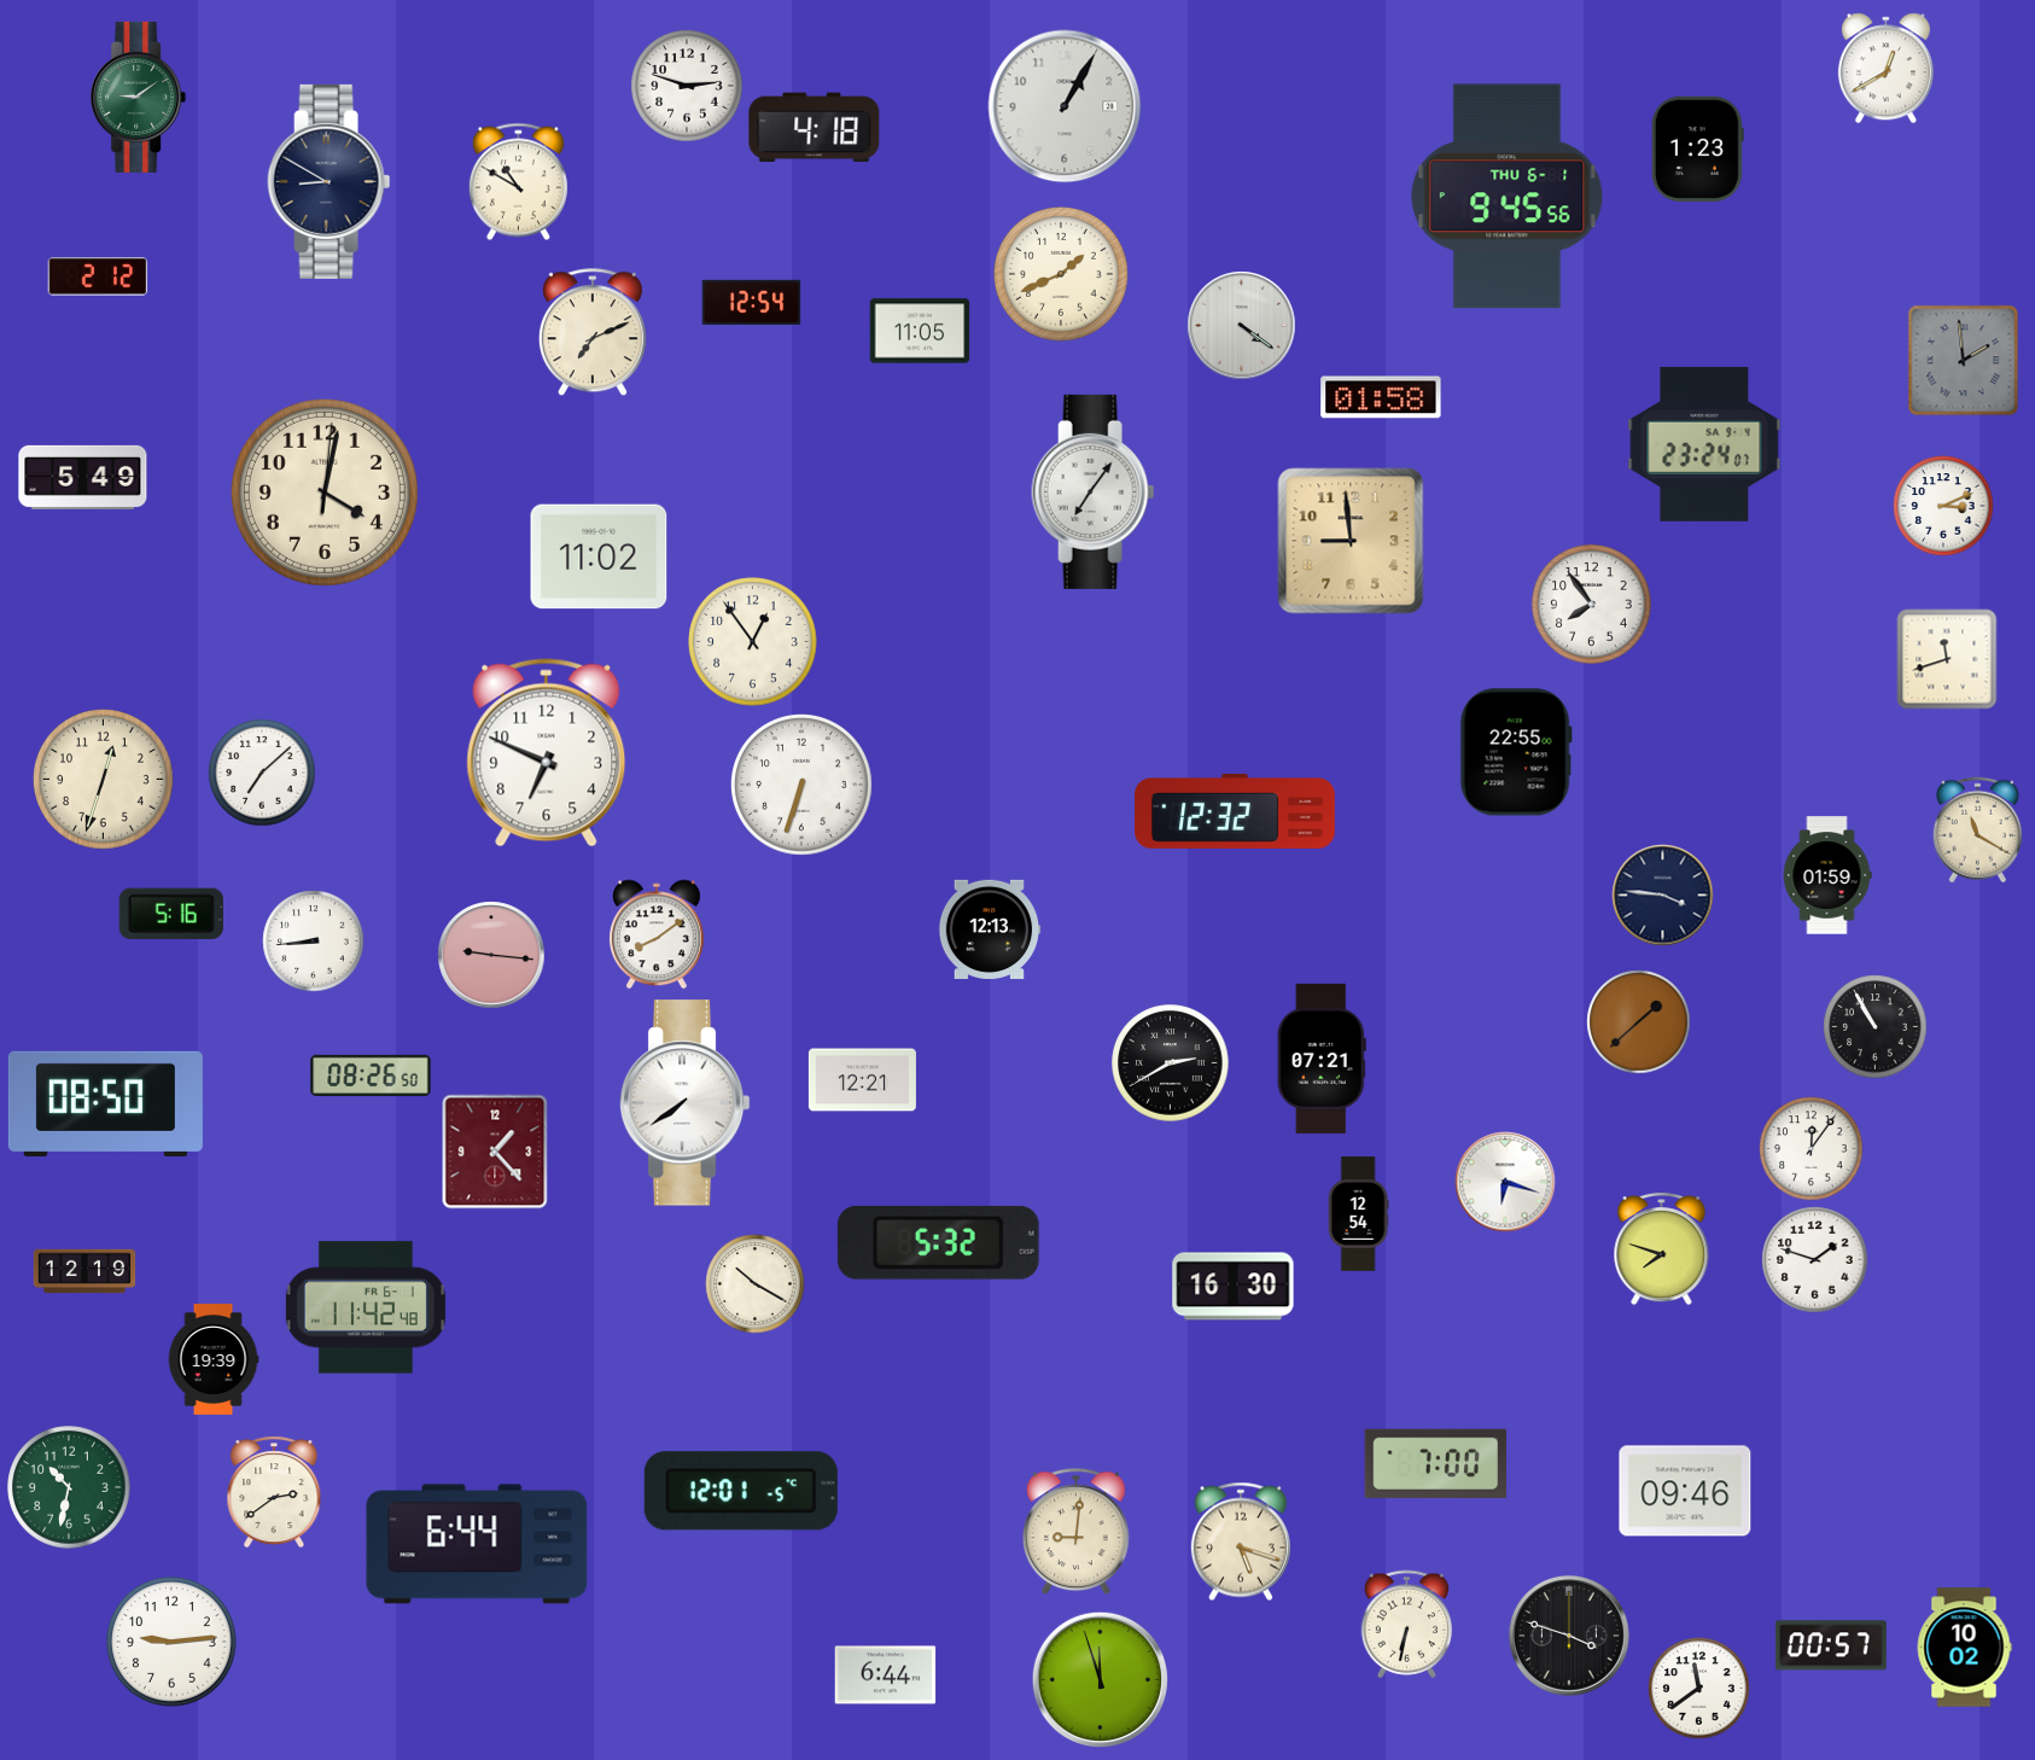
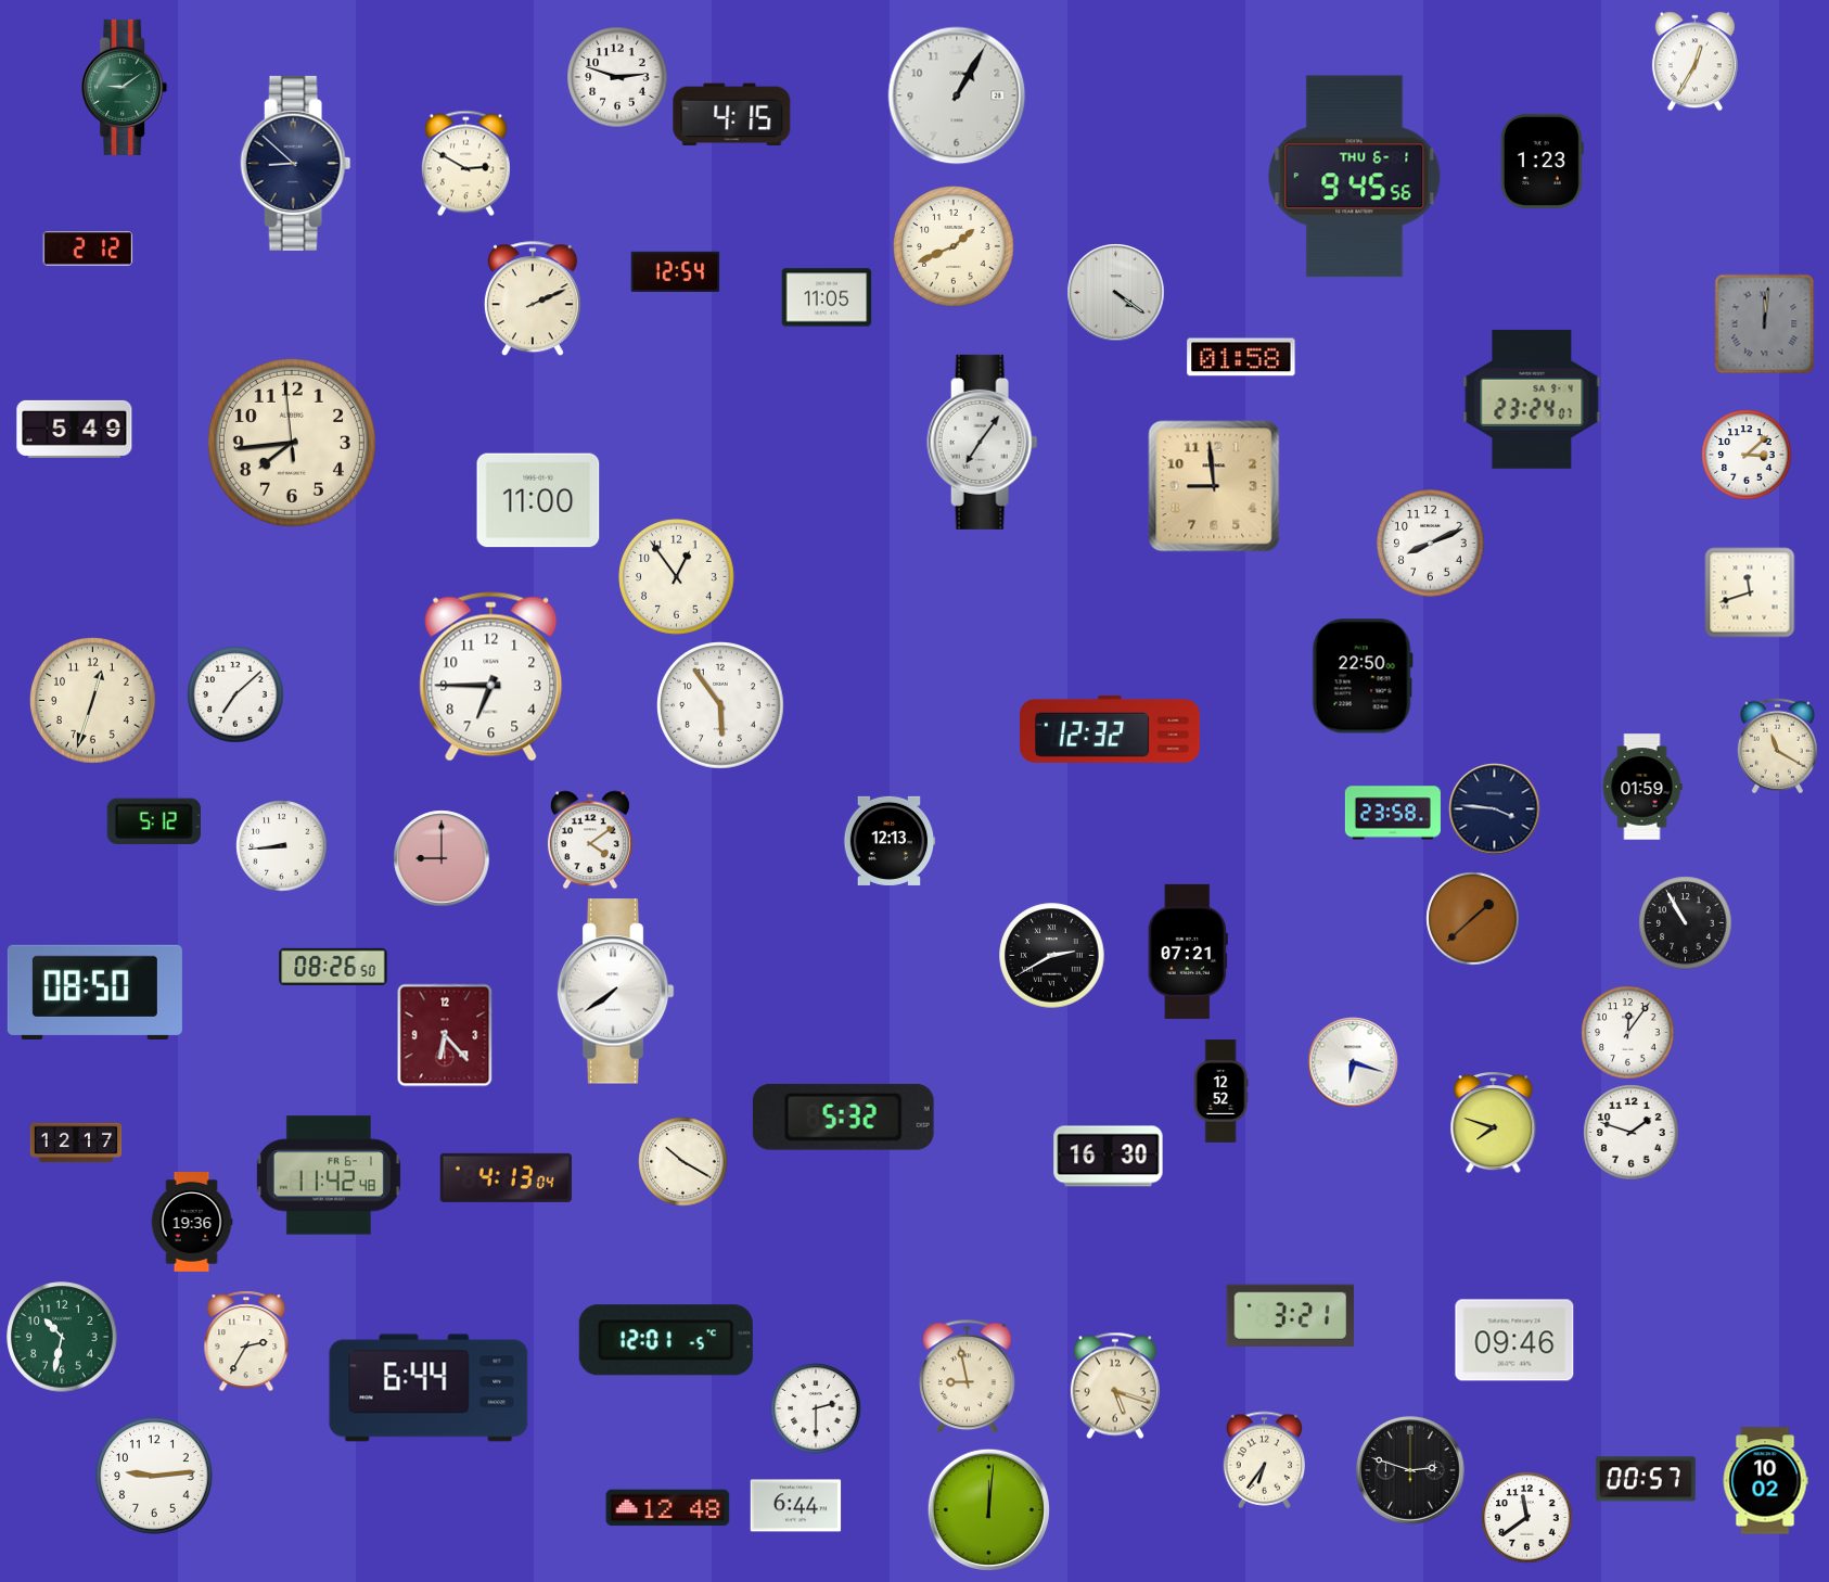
clock at (1885, 69): 12:40 -> 12:35
clock at (815, 128): 4:18 -> 4:15
clock at (1697, 148) position: (1697, 148) -> (1542, 161)
clock at (330, 181): 8:50 -> 8:52
clock at (518, 182): 10:50 -> 2:50
clock at (593, 333): 7:11 -> 2:11
clock at (1964, 361): 1:59 -> 12:01
clock at (325, 493): 4:02 -> 7:43
clock at (1943, 506): 3:11 -> 3:08
clock at (599, 556): 11:02 -> 11:00
clock at (1592, 605): 7:54 -> 8:11
clock at (1516, 752): 22:55 -> 22:50
clock at (547, 753): 6:49 -> 6:45
clock at (803, 786): 6:33 -> 5:54
clock at (1663, 896) position: (1663, 896) -> (1495, 809)
clock at (1393, 813): none -> 23:58
clock at (171, 914): 5:16 -> 5:12
clock at (990, 929) position: (990, 929) -> (890, 841)
clock at (657, 934): 8:09 -> 4:09
clock at (491, 955): 9:16 -> 9:00
clock at (862, 1080): 12:21 -> none
clock at (495, 1152): 1:23 -> 6:23
clock at (1358, 1214): 12:54 -> 12:52
clock at (84, 1271): 12:19 -> 12:17
clock at (756, 1284) position: (756, 1284) -> (683, 1162)
clock at (506, 1177): none -> 4:13
clock at (214, 1360): 19:39 -> 19:36
clock at (1436, 1463): 7:00 -> 3:21
clock at (274, 1492): 2:39 -> 2:35
clock at (1075, 1532): 9:01 -> 8:58
clock at (816, 1408): none -> 2:30
clock at (1407, 1625): 6:32 -> 6:36
clock at (1569, 1636): 3:48 -> 2:48
clock at (668, 1508): none -> 12:48
clock at (1100, 1679): 11:57 -> 12:01
